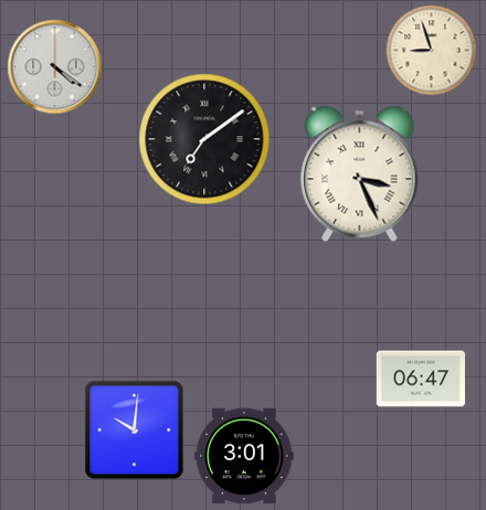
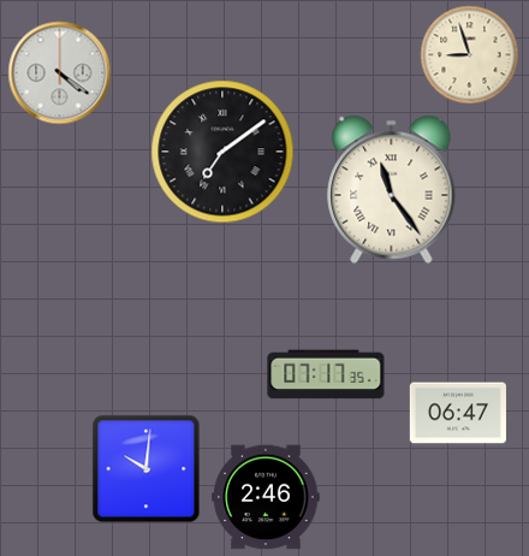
clock at (360, 173): 3:26 -> 11:24
clock at (326, 374): none -> 07:17
clock at (244, 456): 3:01 -> 2:46
